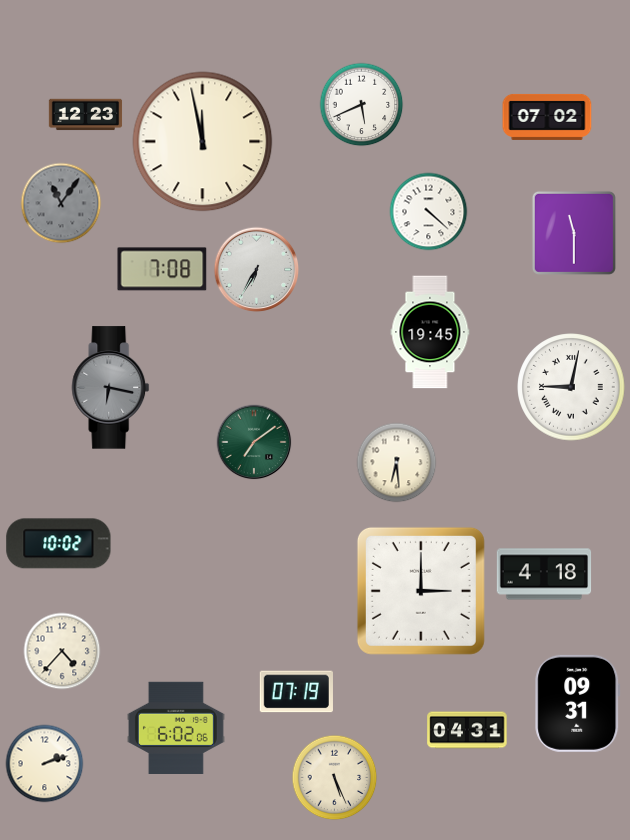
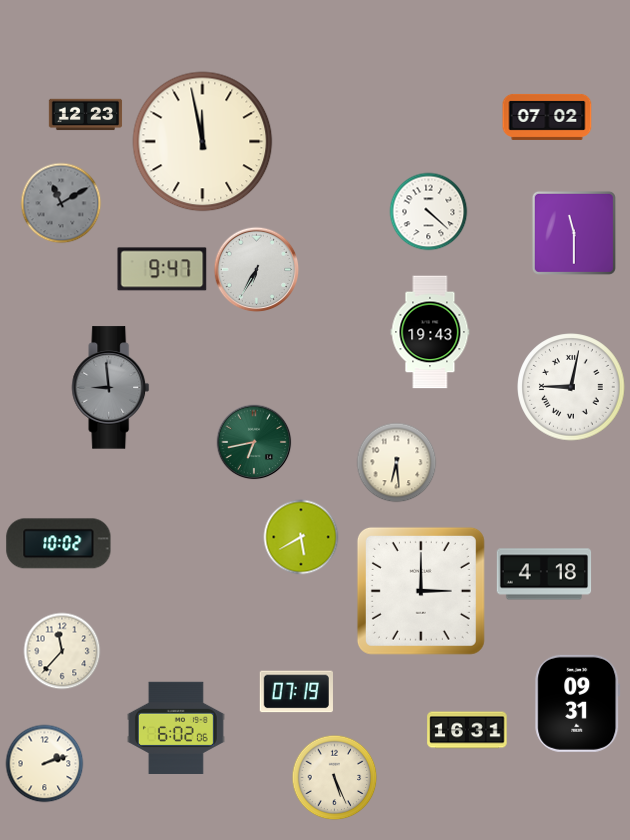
clock at (362, 105): 5:41 -> none
clock at (61, 203): 11:06 -> 11:10
clock at (162, 269): 7:08 -> 9:47
clock at (430, 332): 19:45 -> 19:43
clock at (111, 388): 6:17 -> 8:59
clock at (254, 442): 7:09 -> 6:43
clock at (301, 537): none -> 5:40
clock at (62, 651): 4:37 -> 11:37
clock at (467, 730): 04:31 -> 16:31
